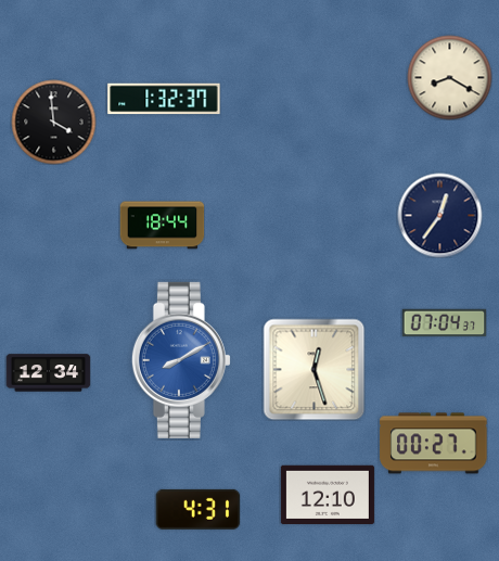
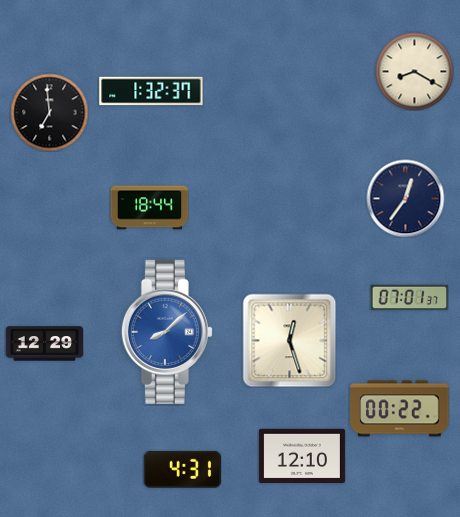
clock at (53, 122): 3:59 -> 6:59
clock at (444, 323): 07:04 -> 07:01
clock at (181, 360): 8:10 -> 8:08
clock at (48, 373): 12:34 -> 12:29
clock at (434, 444): 00:27 -> 00:22
